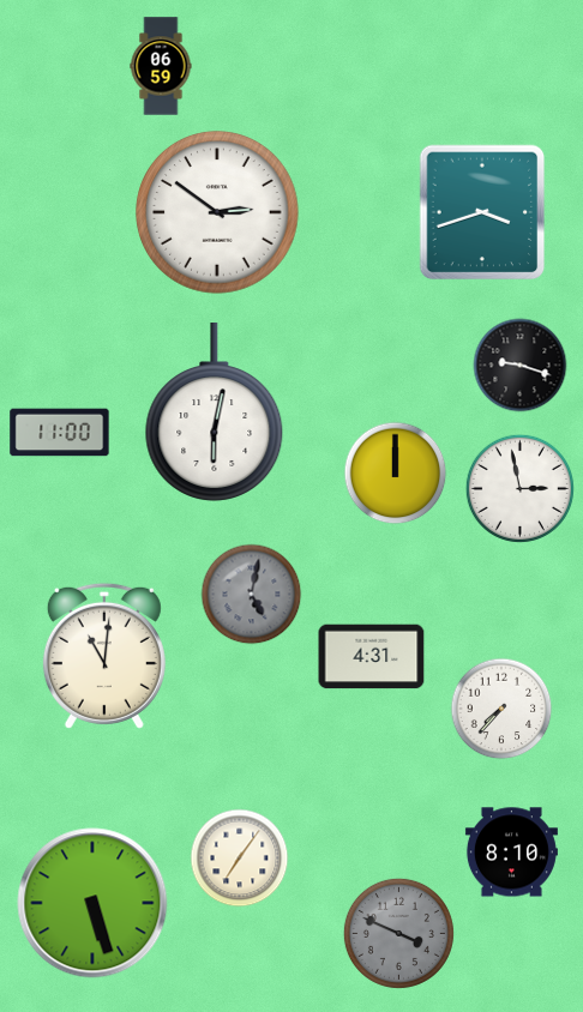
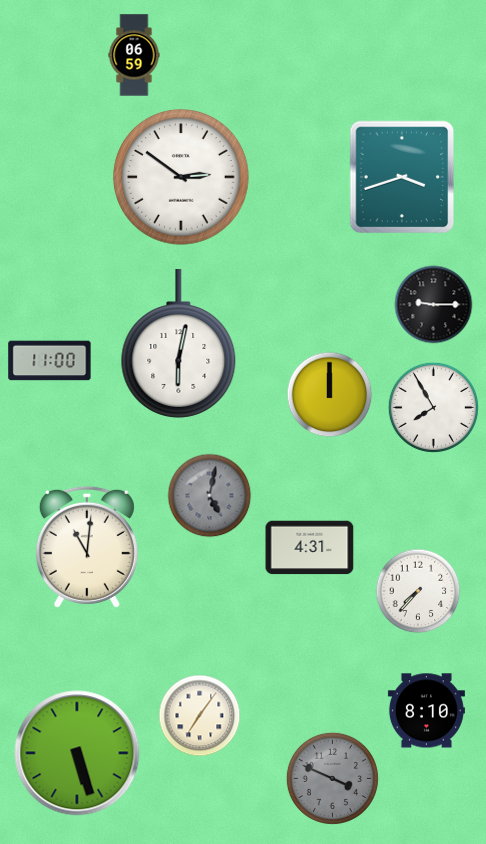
clock at (521, 366): 9:18 -> 9:15
clock at (519, 488): 2:58 -> 7:55
